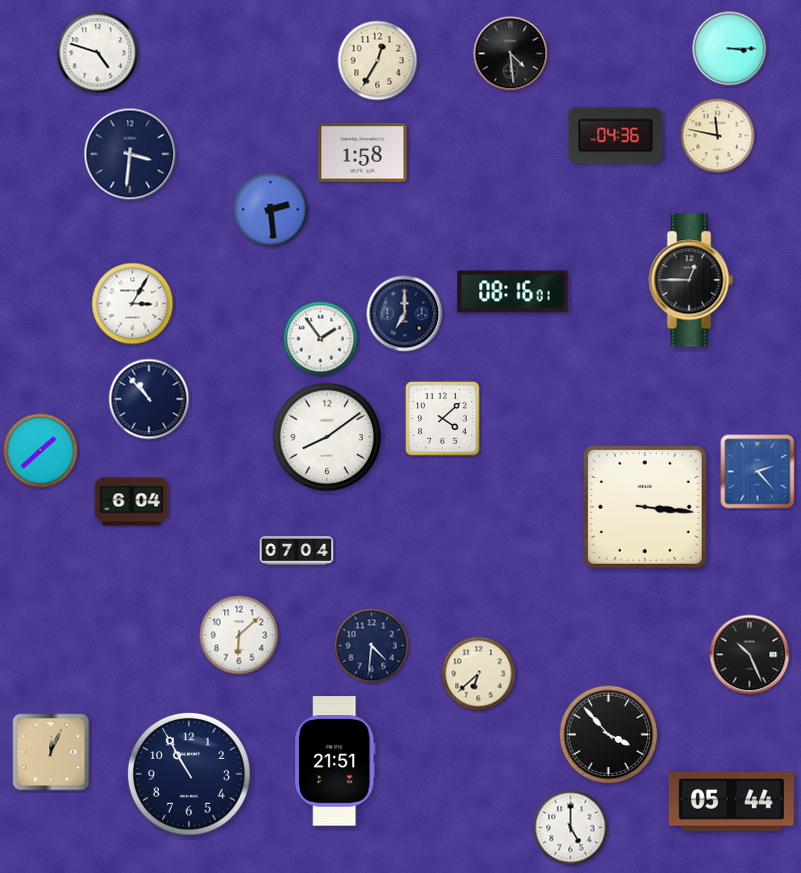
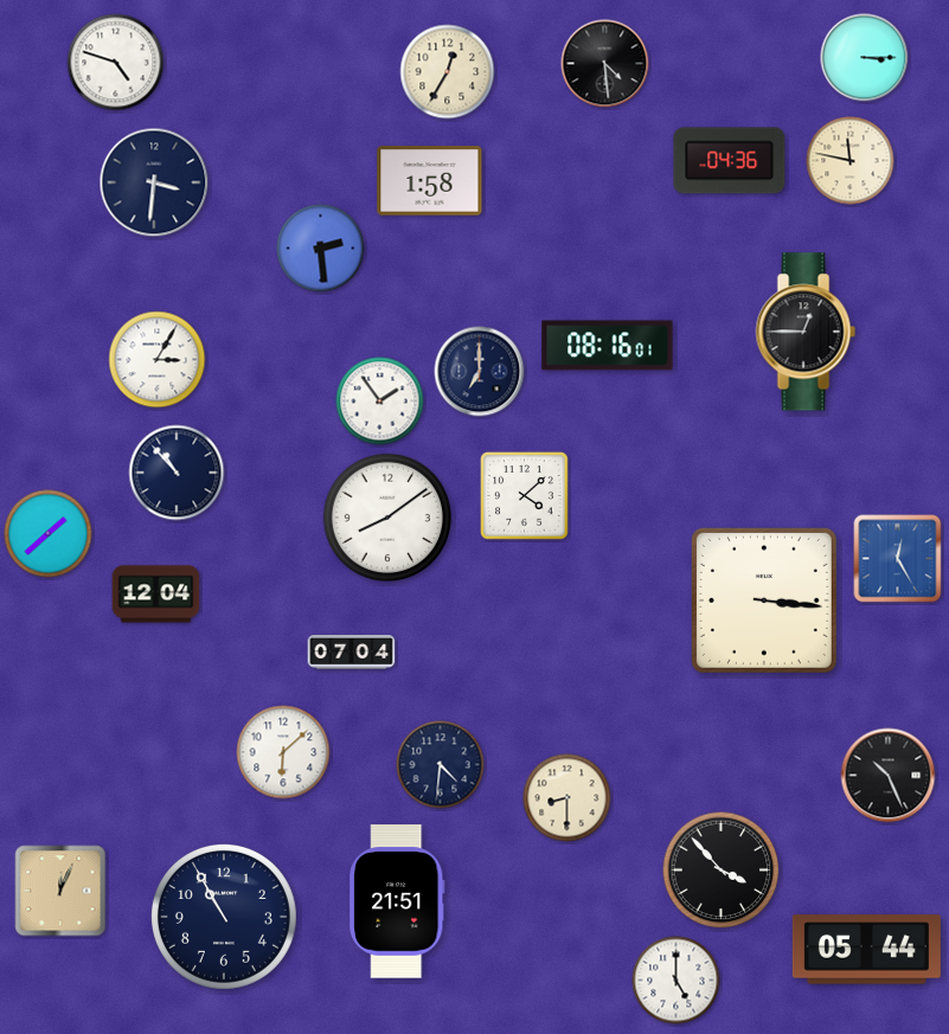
clock at (691, 280) position: (691, 280) -> (806, 332)
clock at (758, 472): 2:23 -> 12:25
clock at (132, 502): 6:04 -> 12:04
clock at (479, 674): 6:38 -> 8:30
